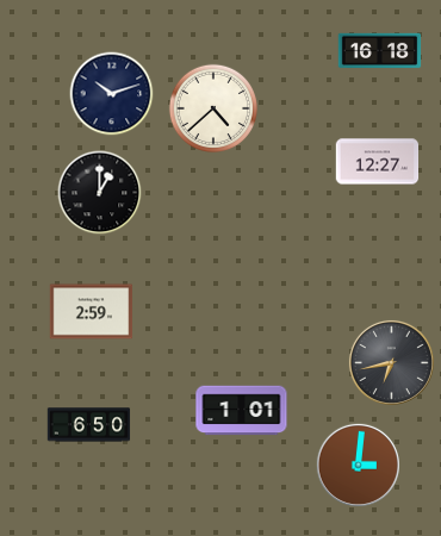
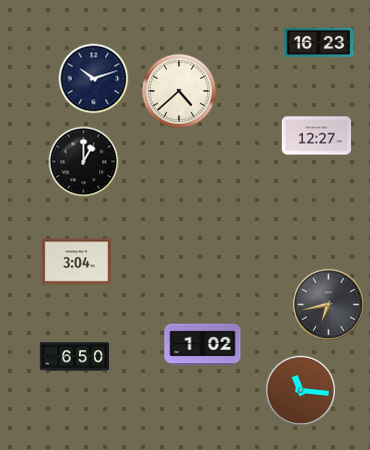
clock at (380, 51): 16:18 -> 16:23
clock at (92, 312): 2:59 -> 3:04
clock at (242, 411): 1:01 -> 1:02
clock at (358, 465): 3:01 -> 11:16
